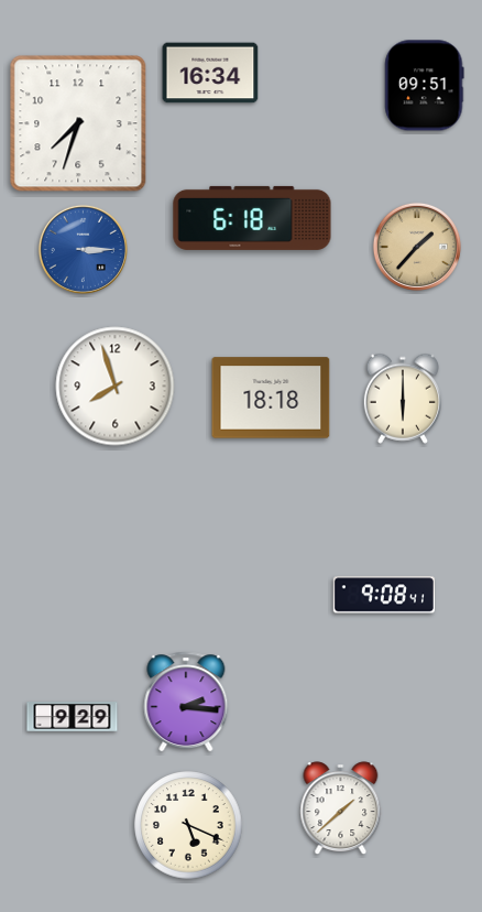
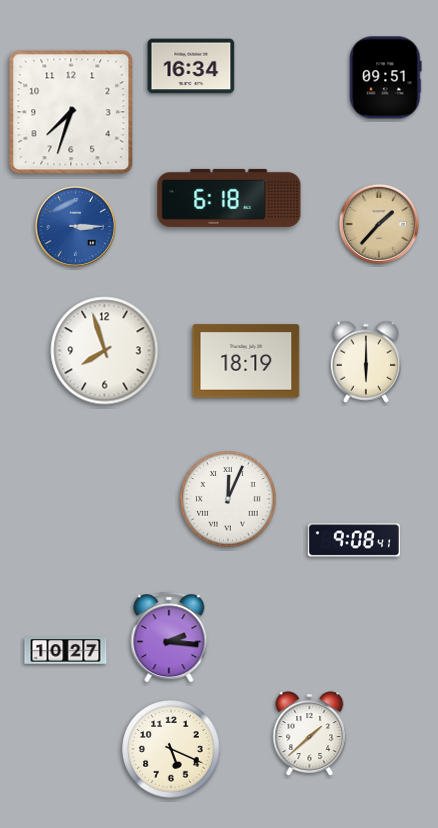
clock at (271, 398): 18:18 -> 18:19
clock at (228, 499): none -> 12:04
clock at (384, 595) position: (384, 595) -> (354, 540)
clock at (73, 717): 9:29 -> 10:27
